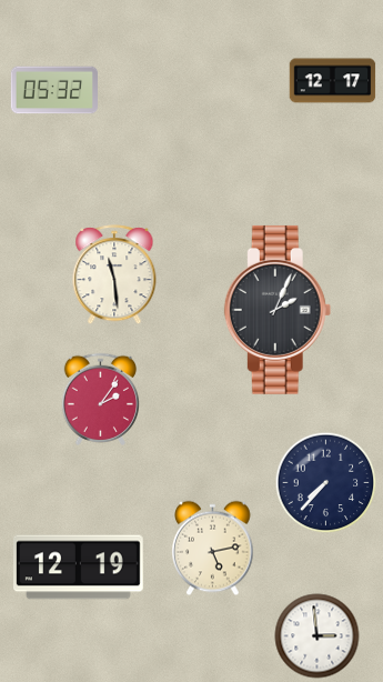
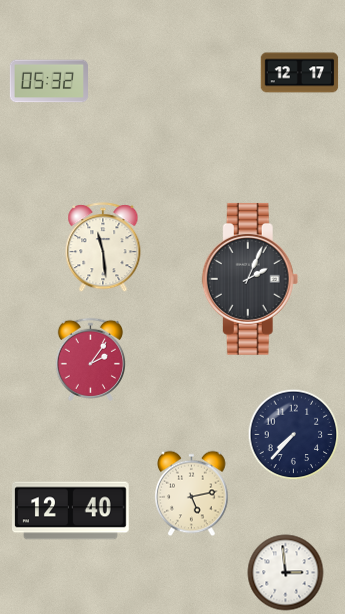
clock at (79, 568): 12:19 -> 12:40
